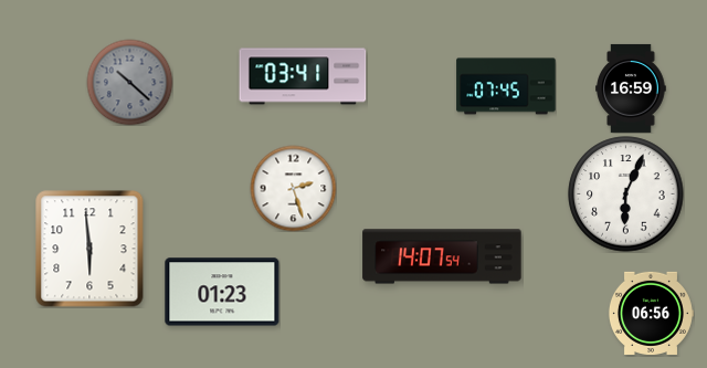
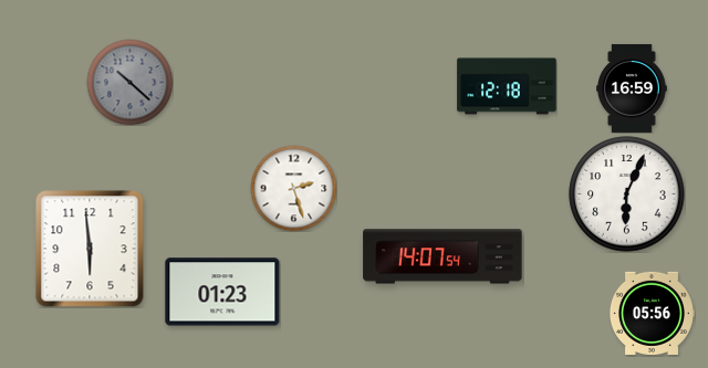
clock at (303, 76): 03:41 -> none
clock at (506, 86): 07:45 -> 12:18
clock at (651, 313): 06:56 -> 05:56
